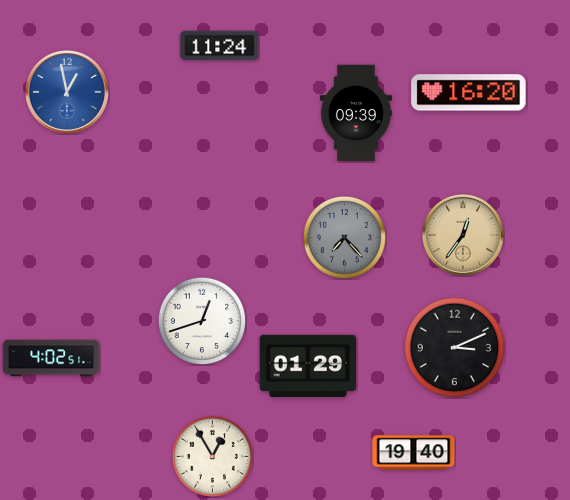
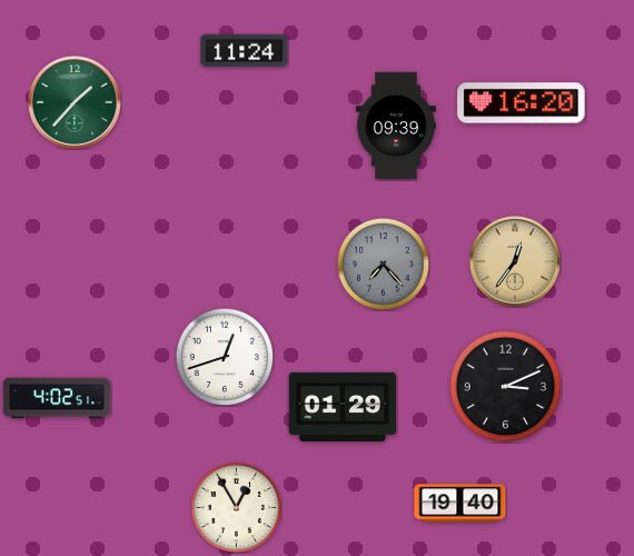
clock at (67, 92): 12:58 -> 1:37
clock at (67, 92) dial: blue -> green
